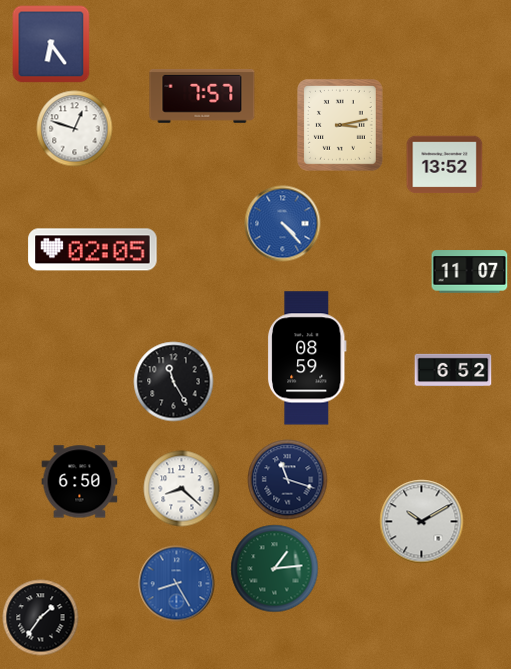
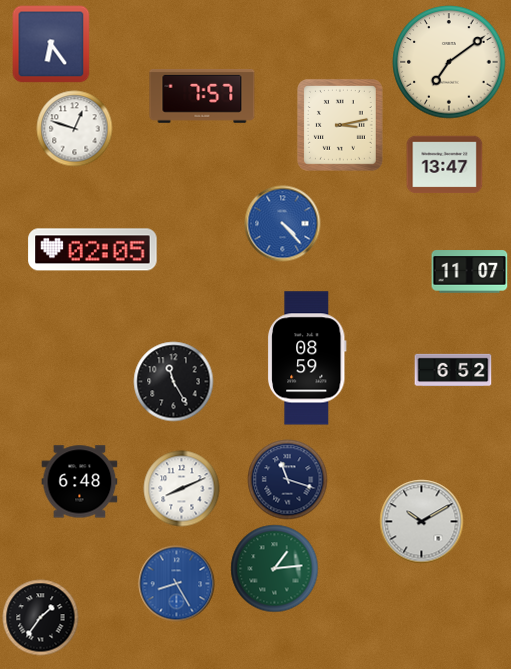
clock at (449, 62): none -> 7:09
clock at (445, 165): 13:52 -> 13:47
clock at (80, 482): 6:50 -> 6:48
clock at (182, 489): 8:22 -> 8:11
